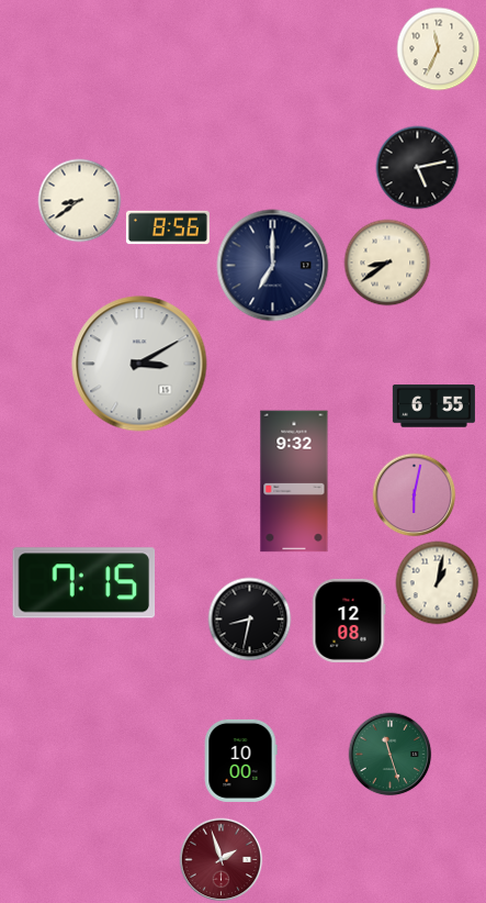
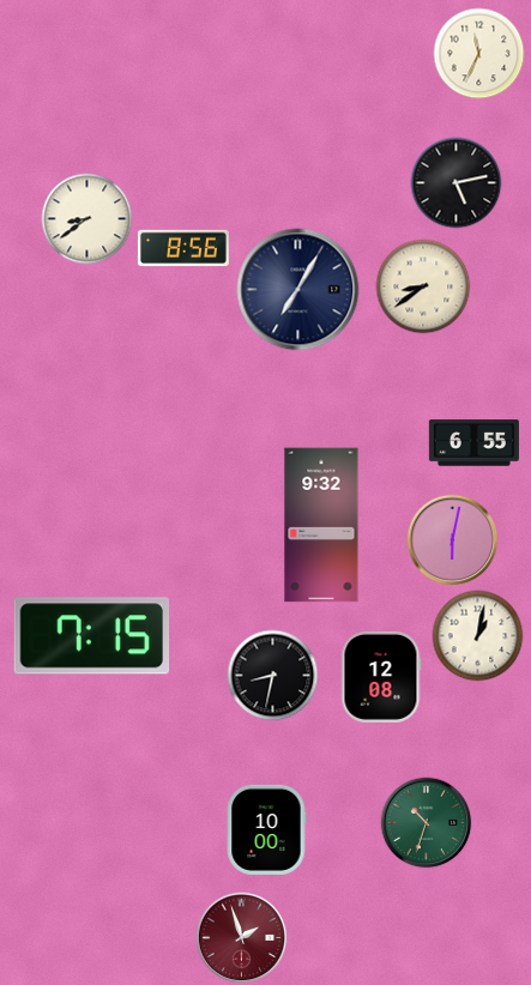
clock at (273, 266): 7:00 -> 7:05
clock at (139, 364): 3:10 -> none
clock at (391, 755): 11:27 -> 10:33
clock at (240, 760) position: (240, 760) -> (266, 829)
